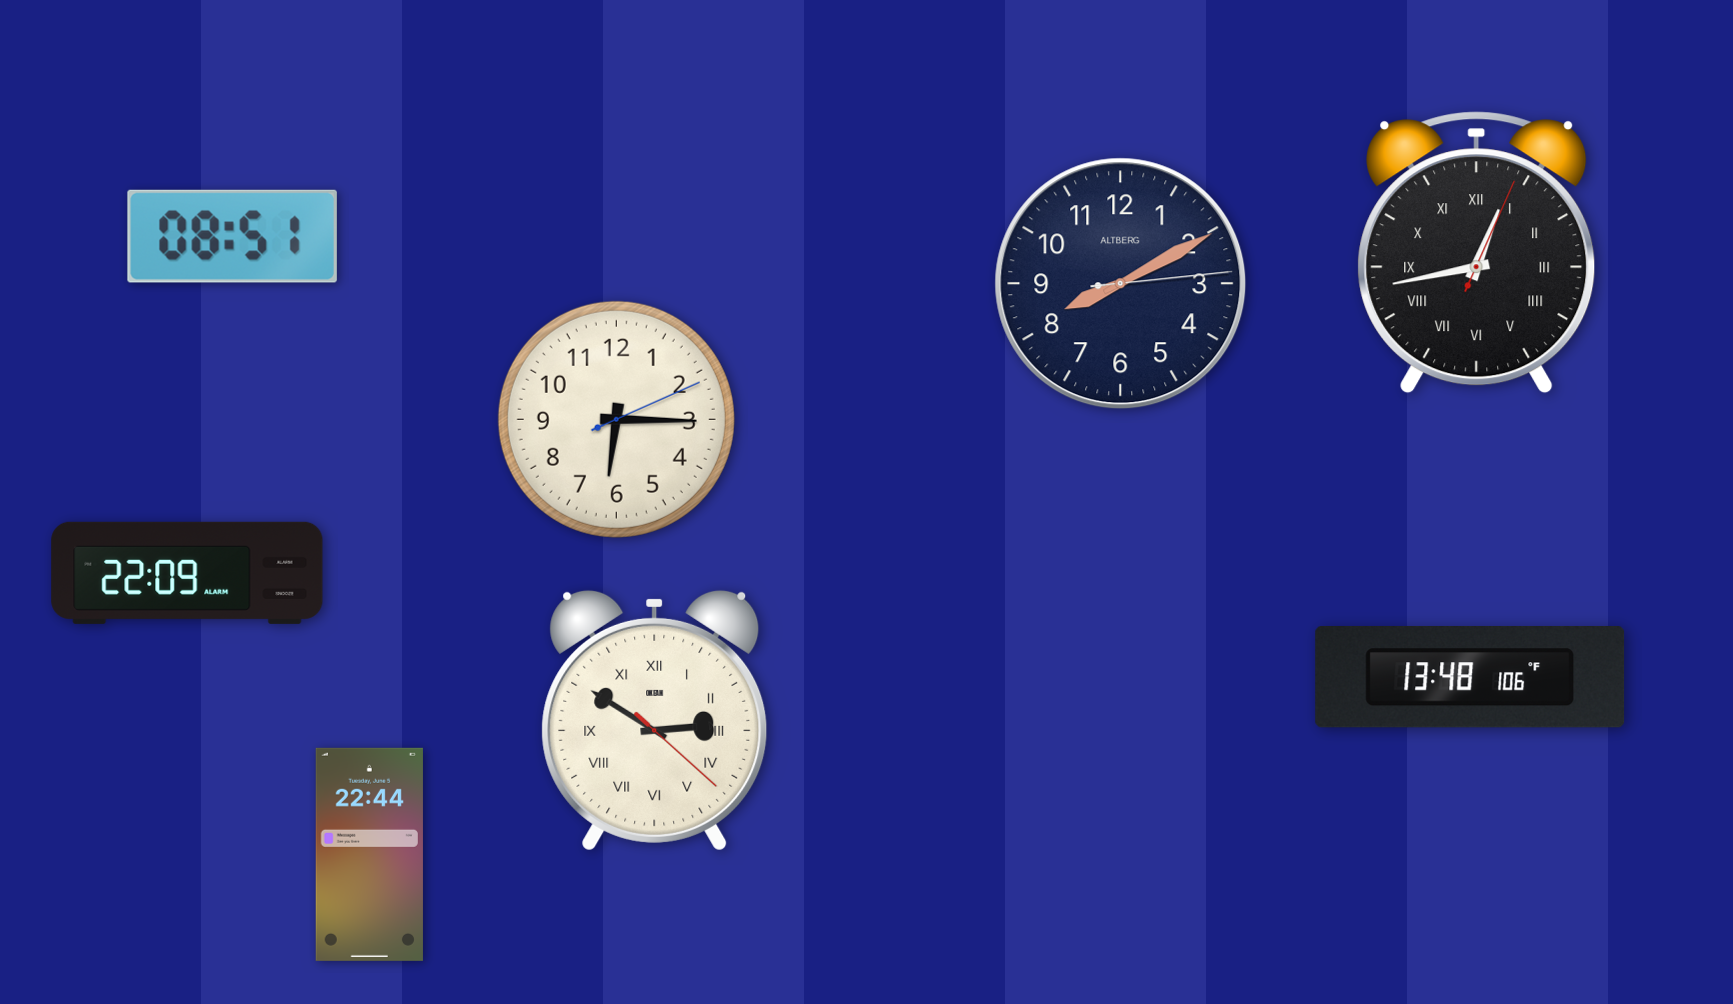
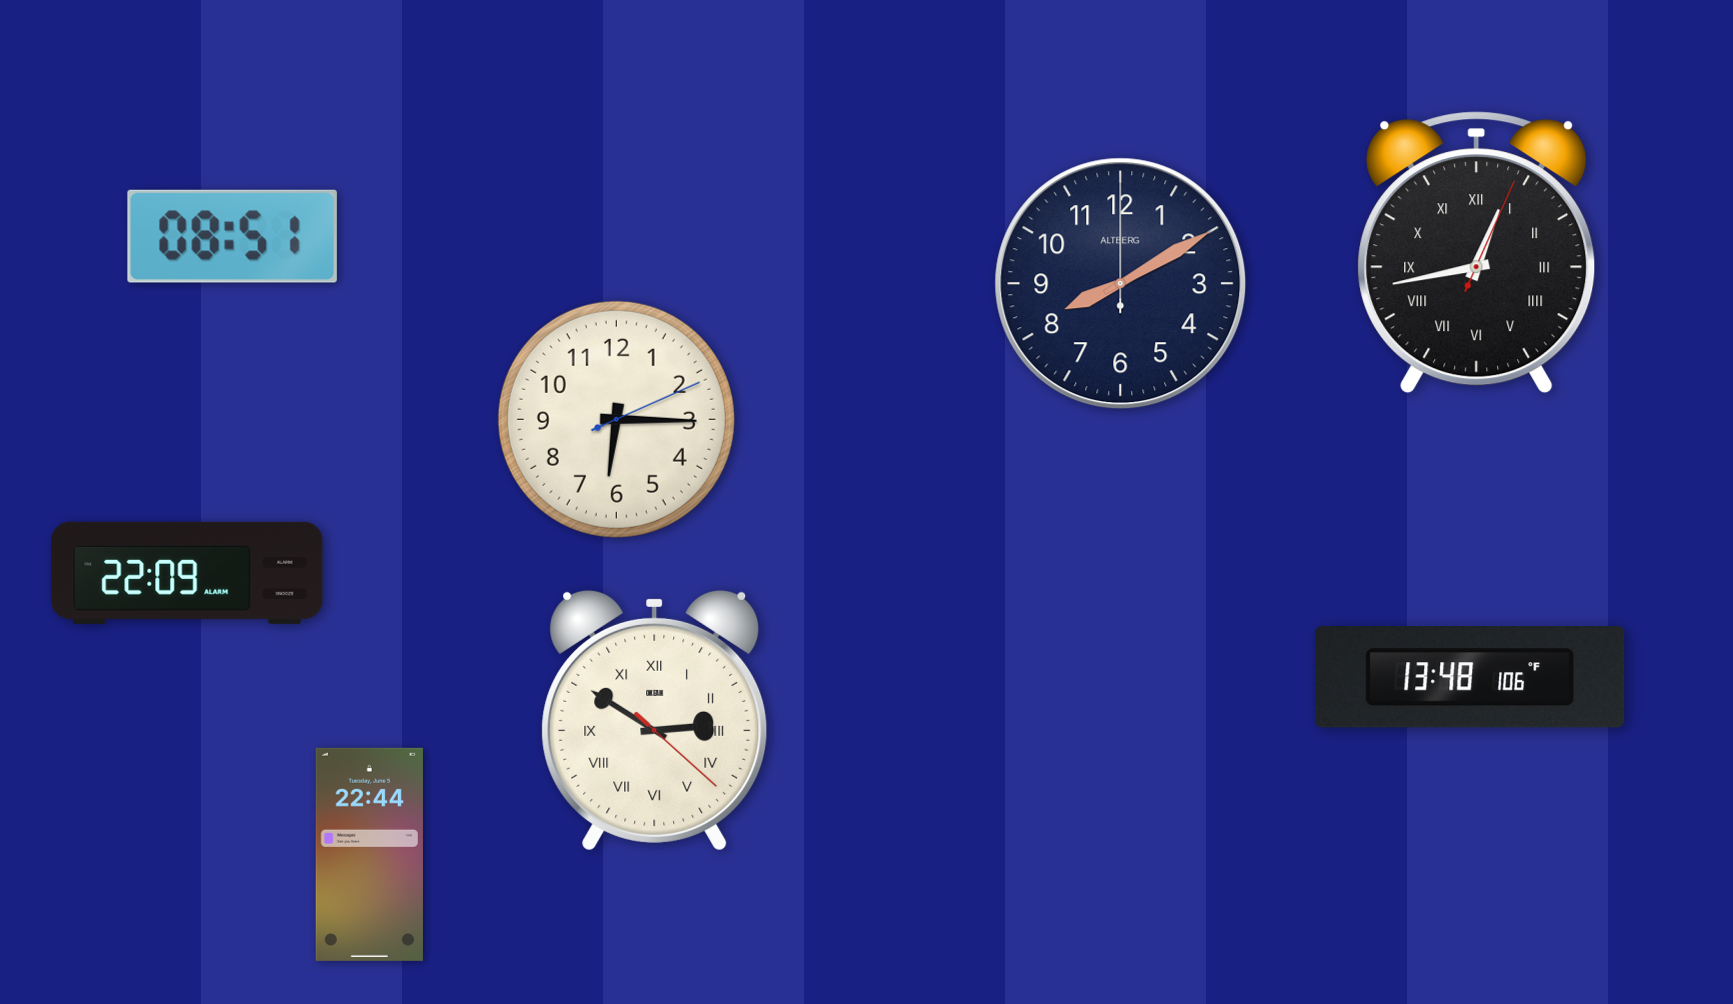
clock at (1121, 284): 8:10:14 -> 8:10:00
